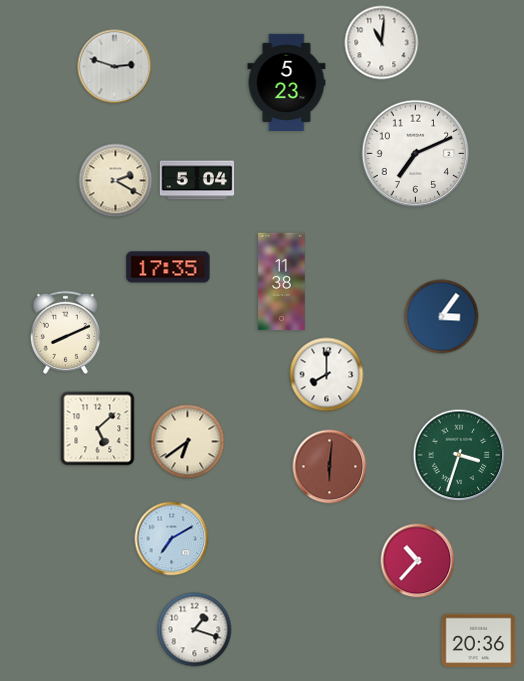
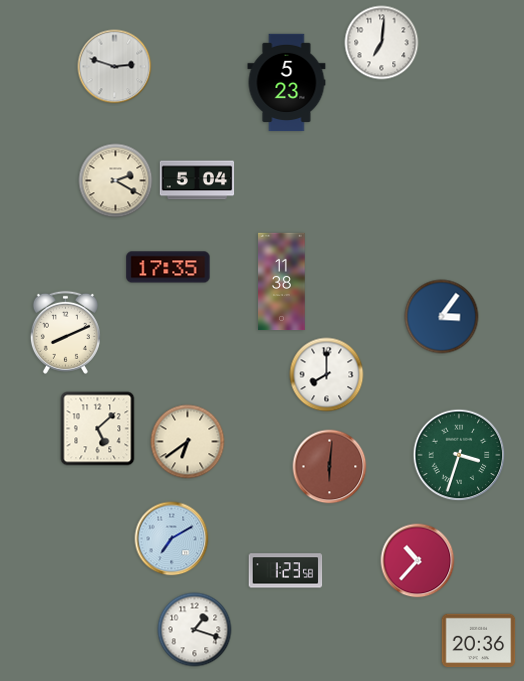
clock at (382, 43): 11:01 -> 7:01
clock at (416, 154): 7:11 -> none
clock at (286, 571): none -> 1:23
